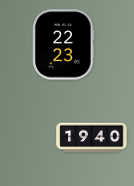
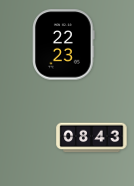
clock at (92, 138): 19:40 -> 08:43
